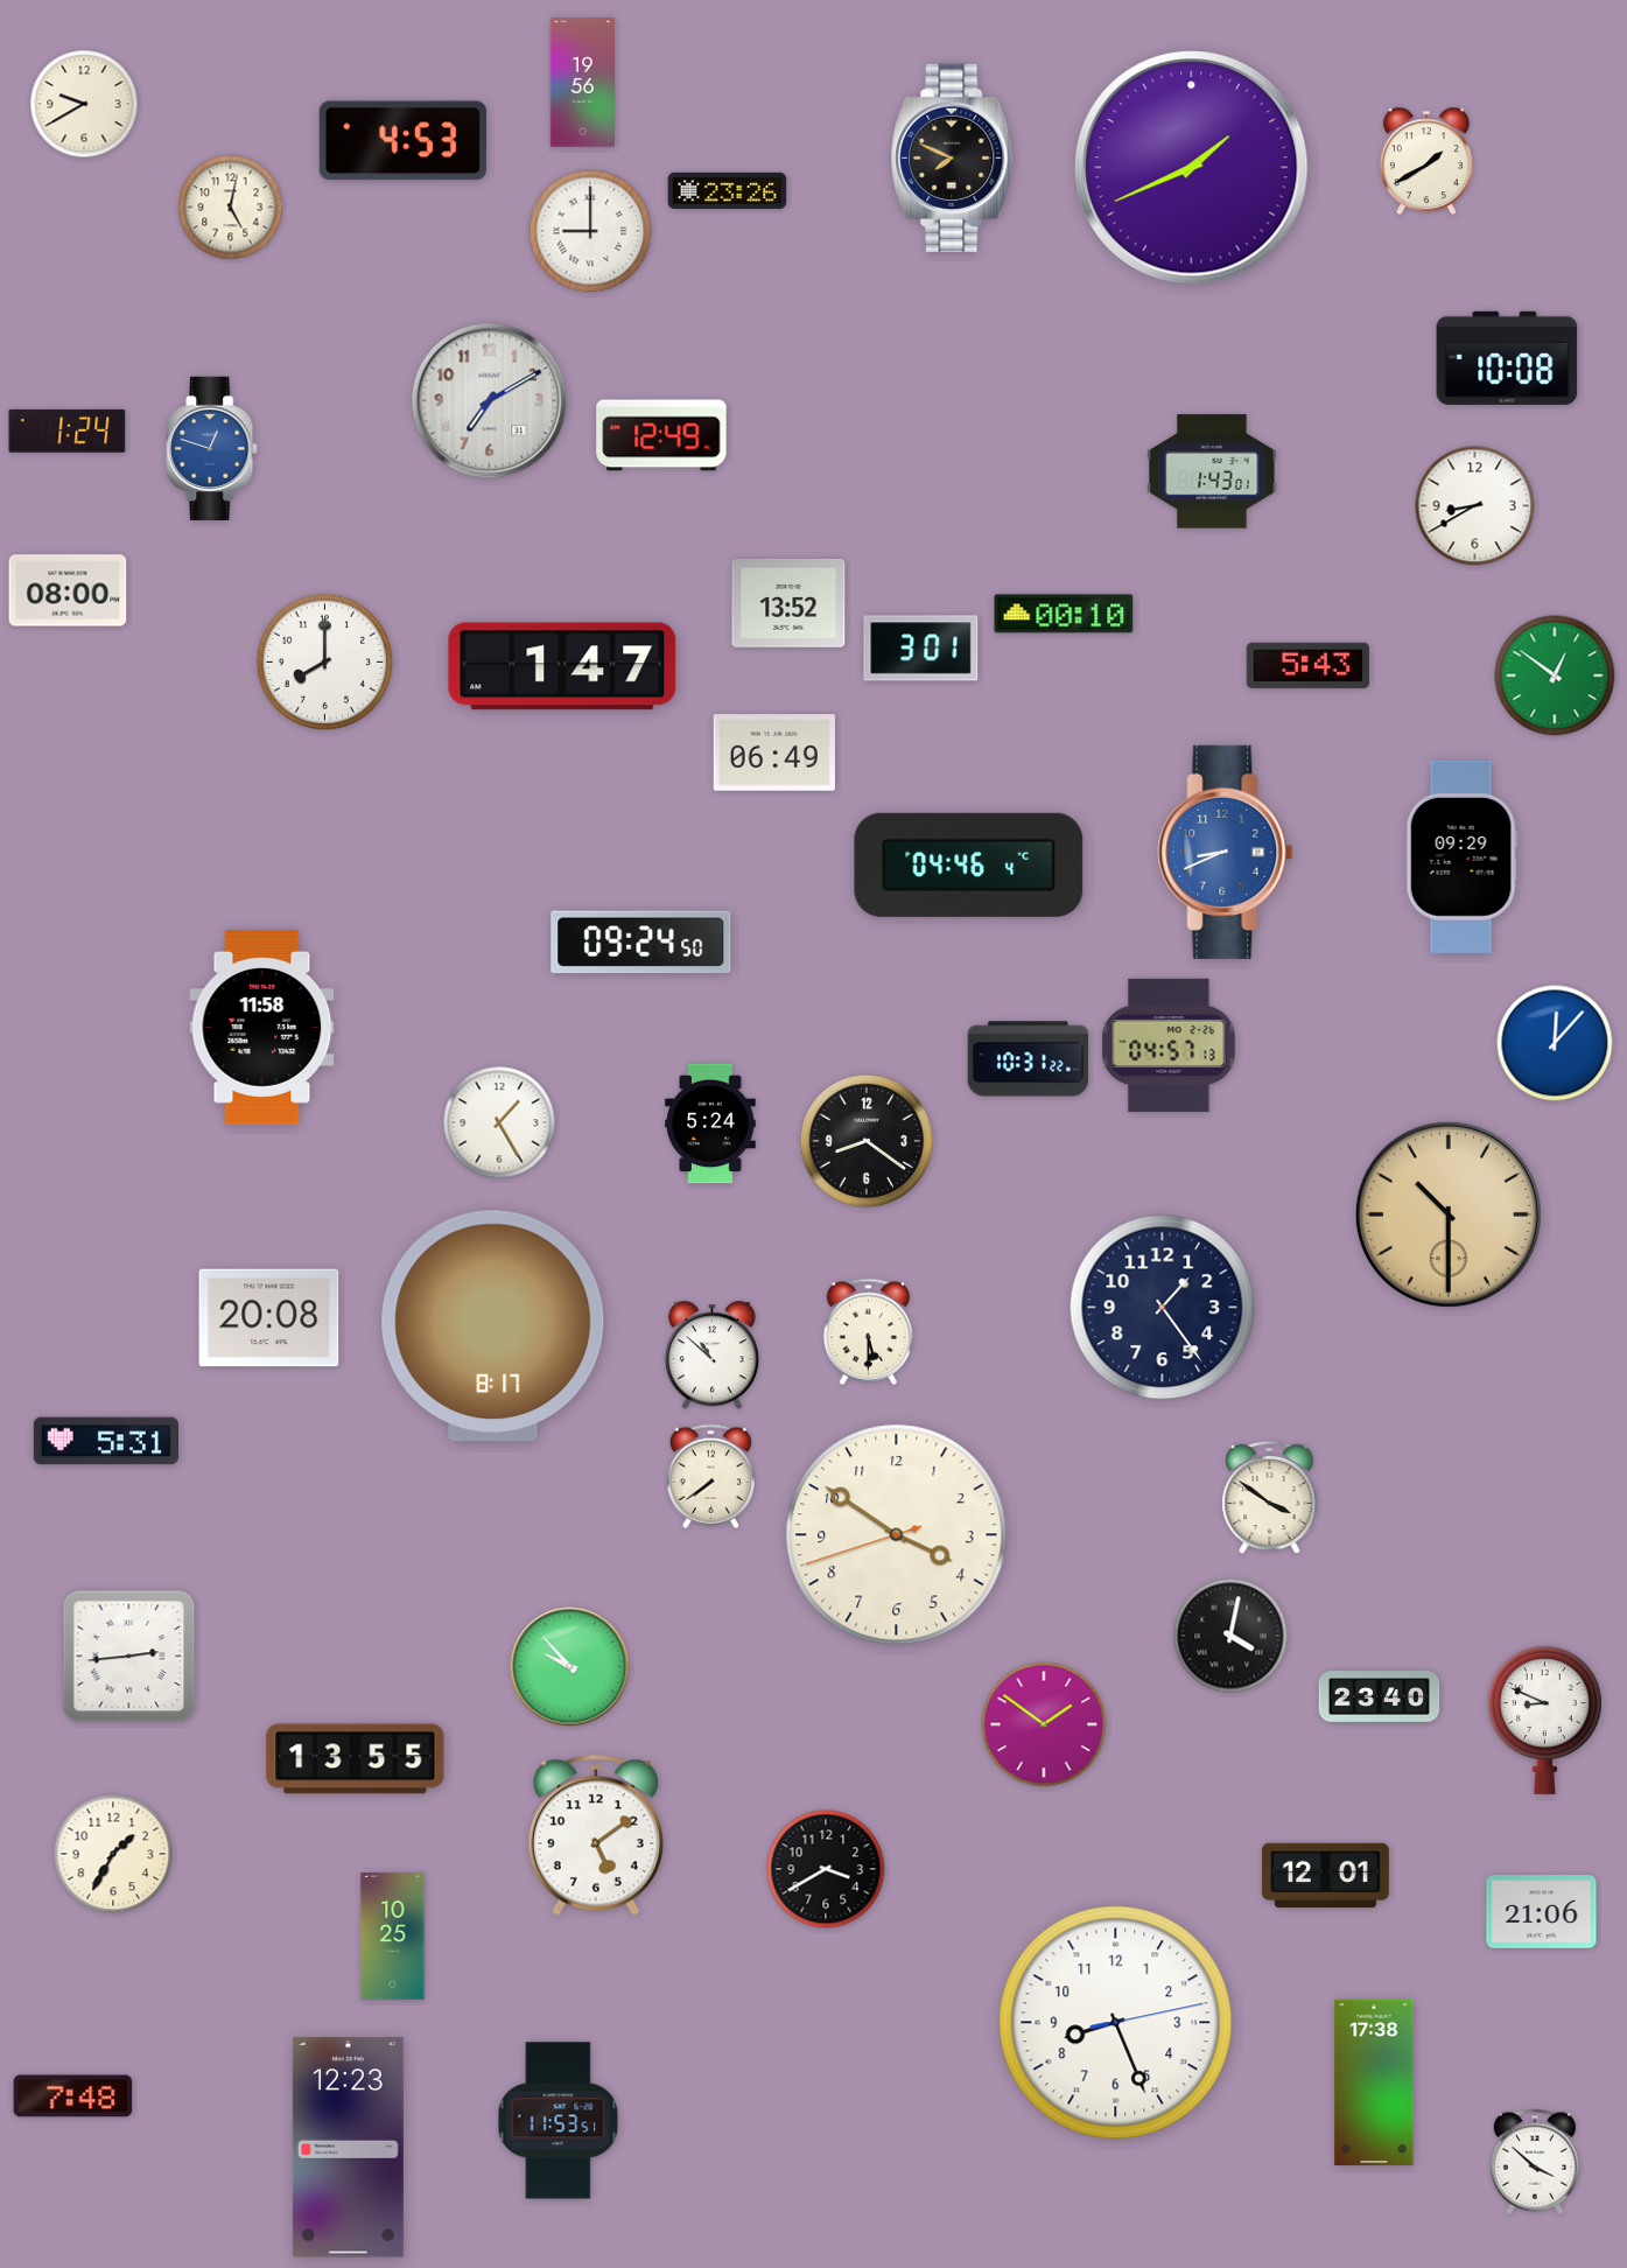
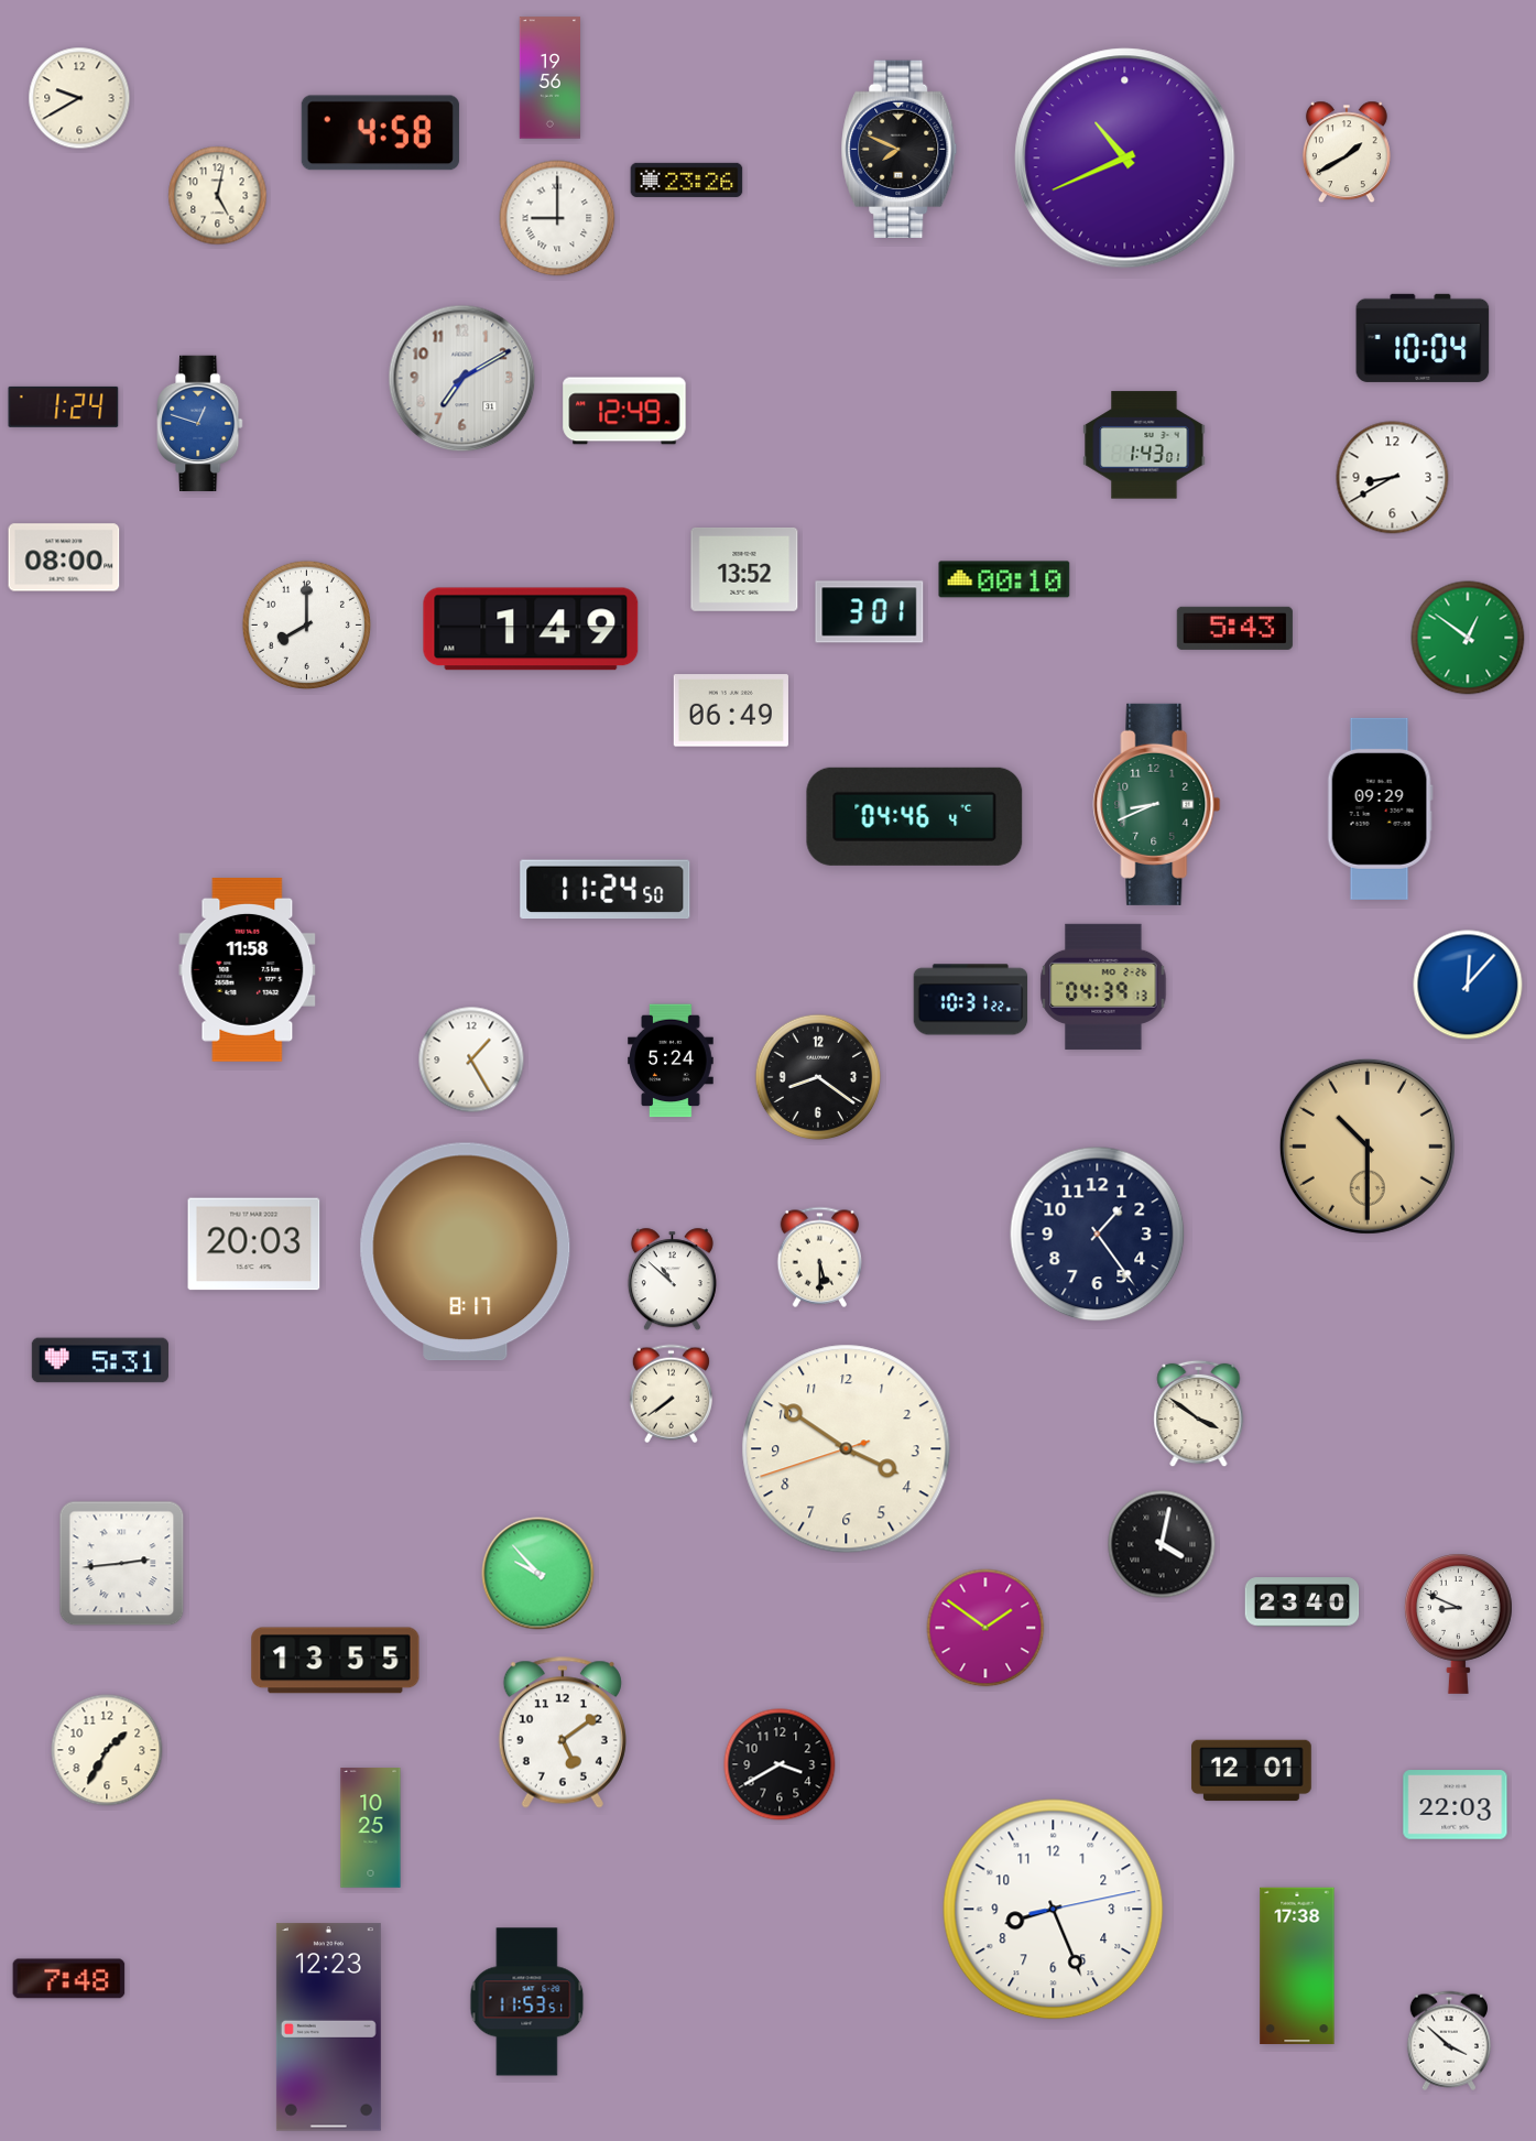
clock at (402, 141): 4:53 -> 4:58
clock at (1192, 168): 1:41 -> 10:41
clock at (1507, 358): 10:08 -> 10:04
clock at (562, 666): 1:47 -> 1:49
clock at (1226, 852) dial: blue -> green
clock at (641, 943): 09:24 -> 11:24
clock at (1169, 1045): 04:57 -> 04:39
clock at (269, 1318): 20:08 -> 20:03
clock at (1542, 1912): 21:06 -> 22:03
